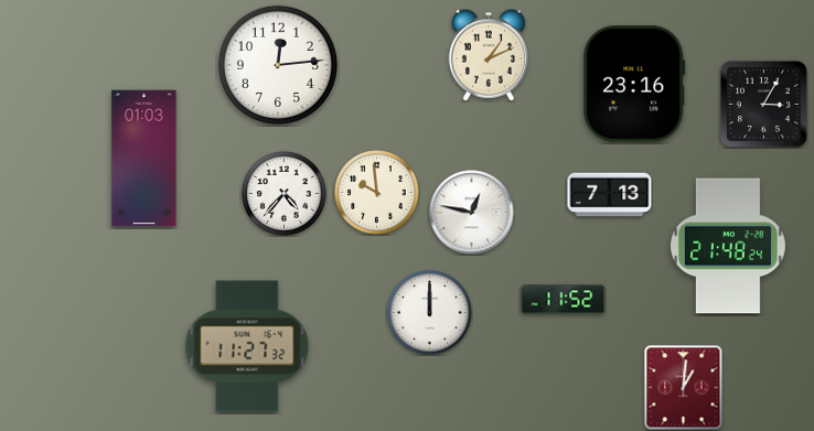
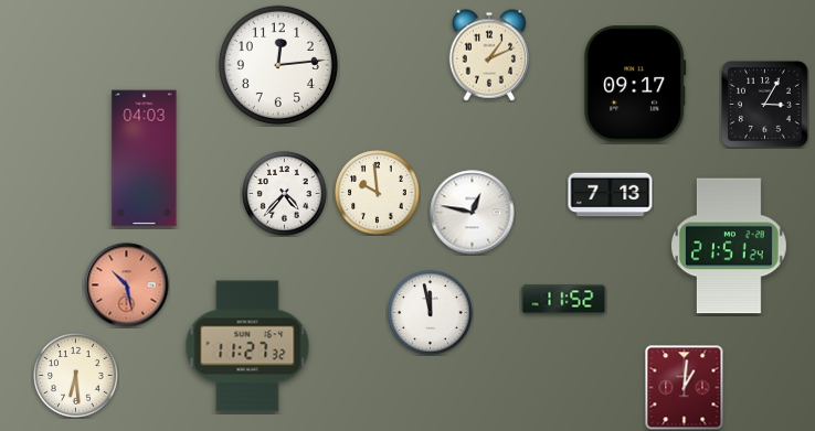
clock at (634, 84): 23:16 -> 09:17
clock at (144, 159): 01:03 -> 04:03
clock at (728, 246): 21:48 -> 21:51
clock at (127, 285): none -> 10:28
clock at (430, 313): 12:00 -> 11:58
clock at (76, 376): none -> 6:29
